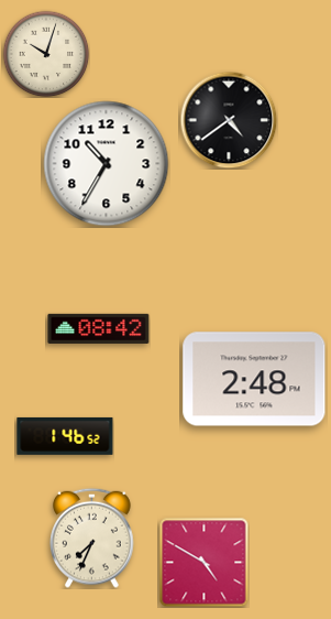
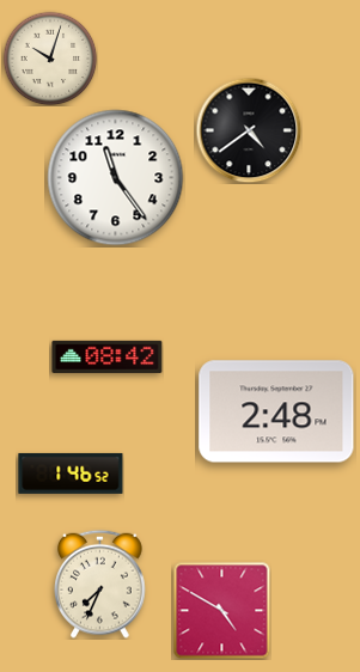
clock at (107, 164): 10:35 -> 11:24
